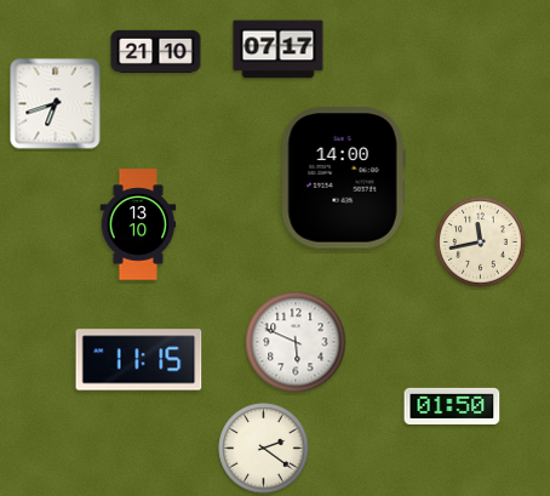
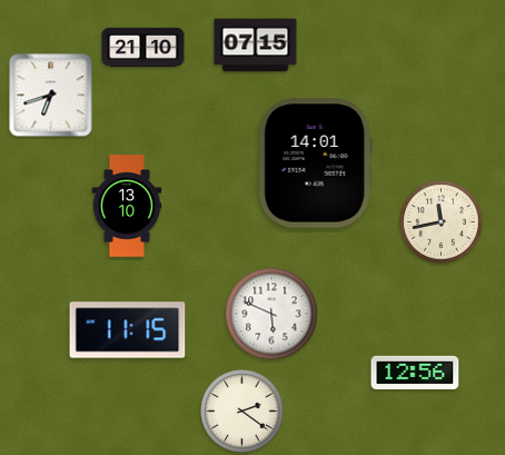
clock at (279, 50): 07:17 -> 07:15
clock at (343, 178): 14:00 -> 14:01
clock at (452, 406): 01:50 -> 12:56
